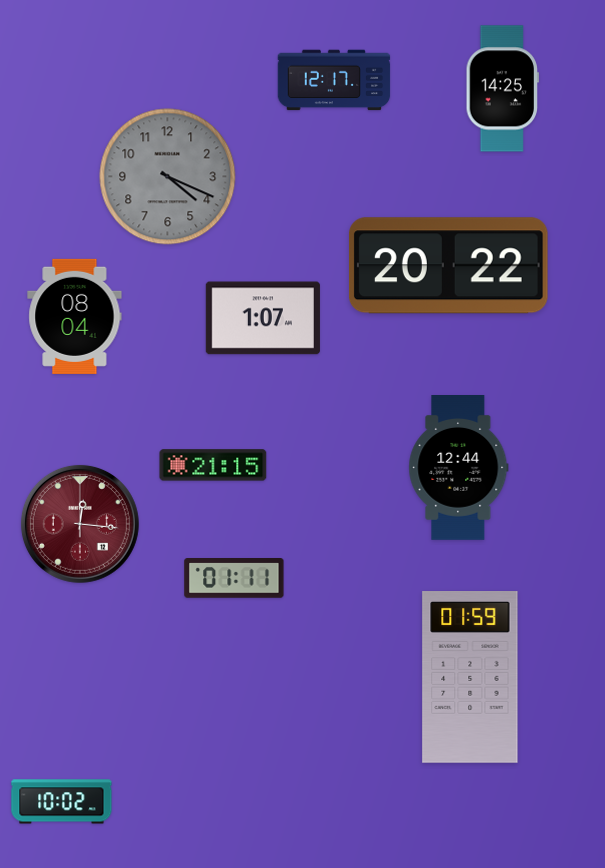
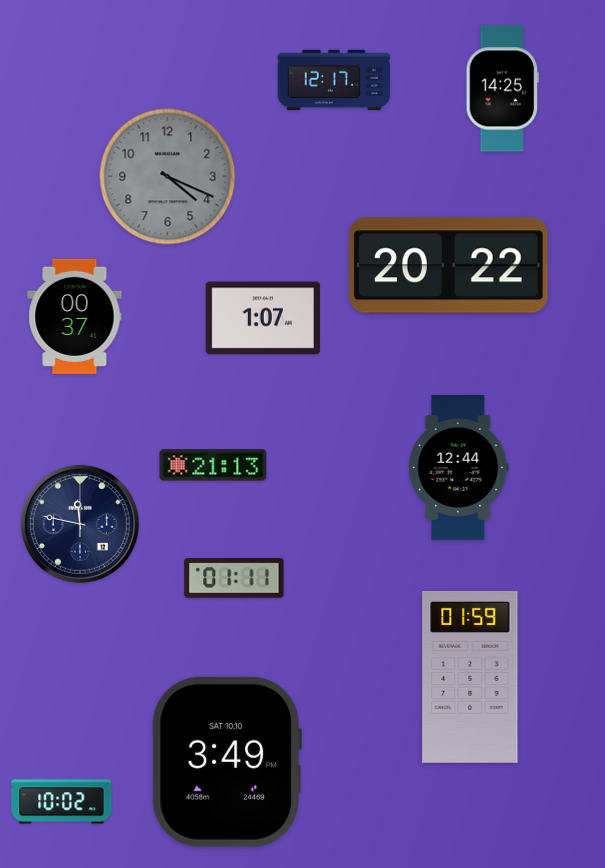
clock at (75, 316): 08:04 -> 00:37
clock at (213, 465): 21:15 -> 21:13
clock at (80, 524): 12:16 -> 11:47
clock at (80, 524) dial: burgundy -> navy
clock at (227, 762): none -> 3:49
